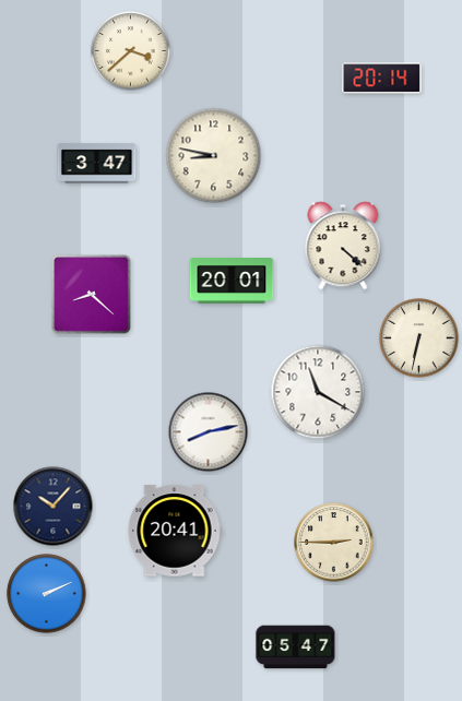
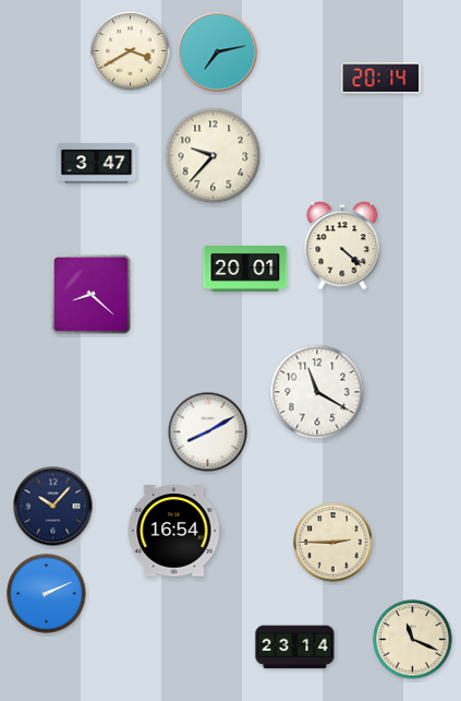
clock at (131, 51): 3:38 -> 3:40
clock at (218, 52): none -> 7:13
clock at (214, 156): 8:47 -> 9:37
clock at (232, 282) position: (232, 282) -> (245, 270)
clock at (419, 338): 6:32 -> none
clock at (209, 432): 8:13 -> 8:10
clock at (175, 531): 20:41 -> 16:54
clock at (413, 640): none -> 11:19
clock at (296, 647): 05:47 -> 23:14
